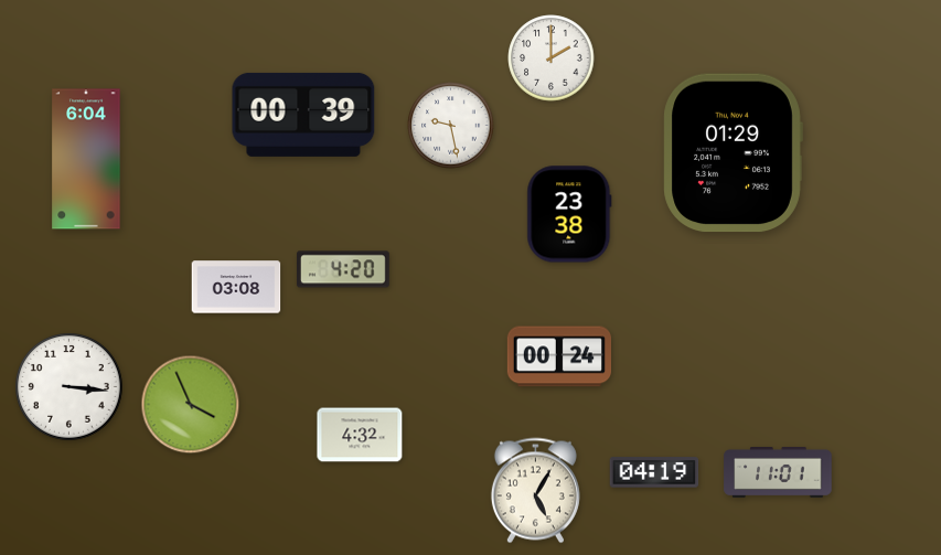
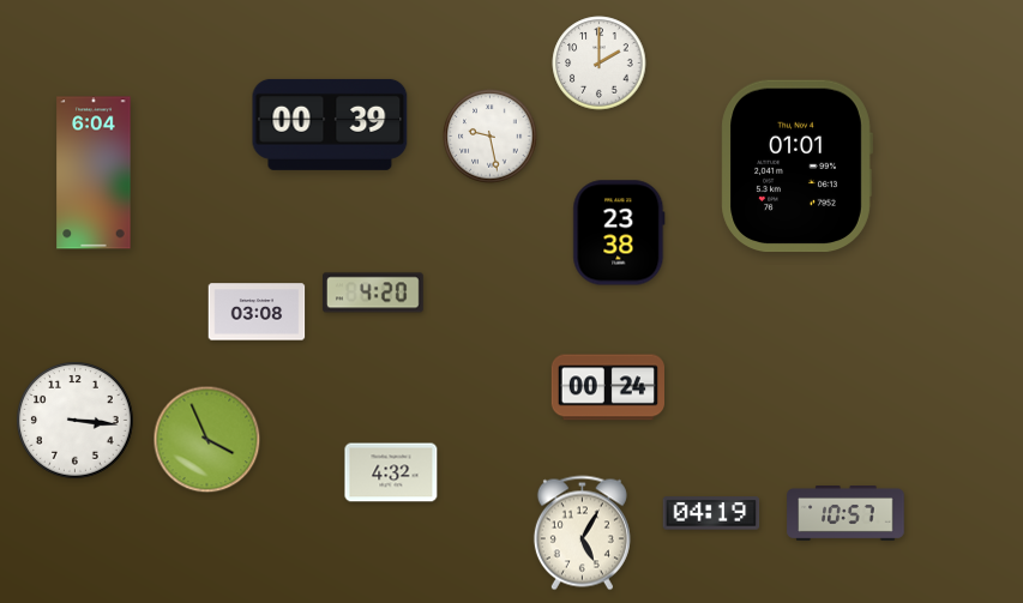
clock at (733, 153): 01:29 -> 01:01
clock at (778, 473): 11:01 -> 10:57
